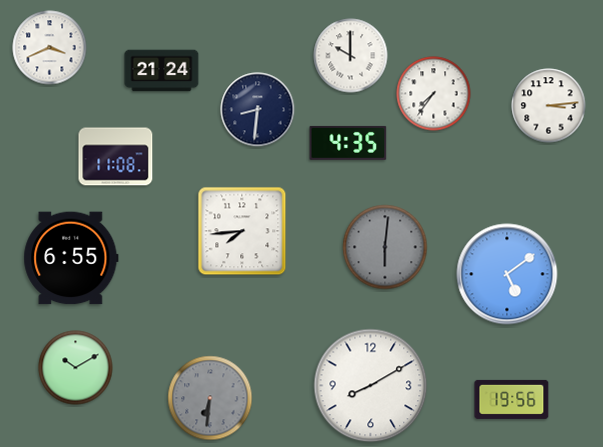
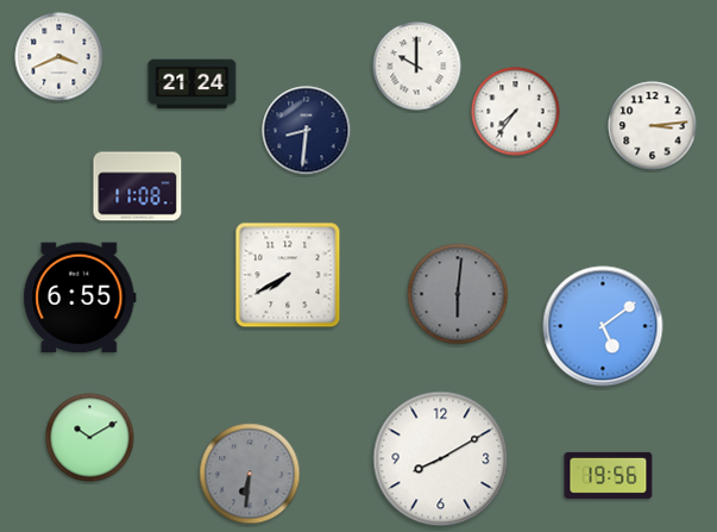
clock at (348, 143): 4:35 -> none
clock at (242, 231): 7:44 -> 7:40
clock at (71, 258) position: (71, 258) -> (80, 298)
